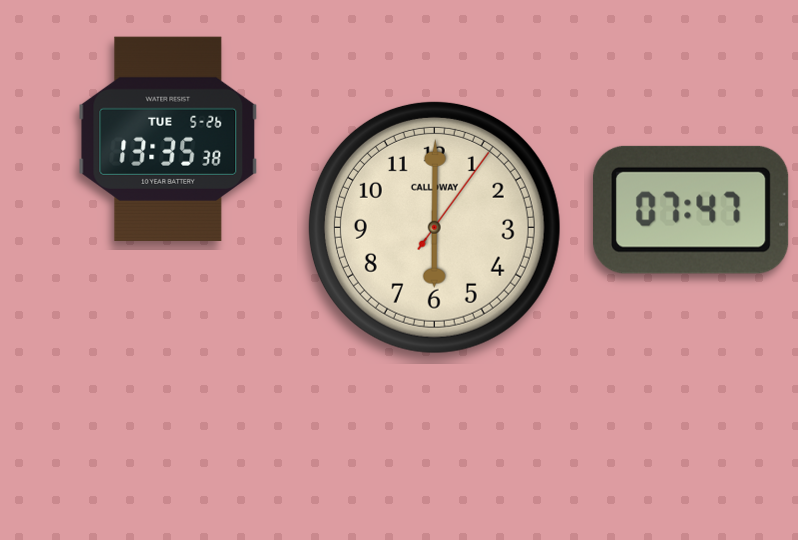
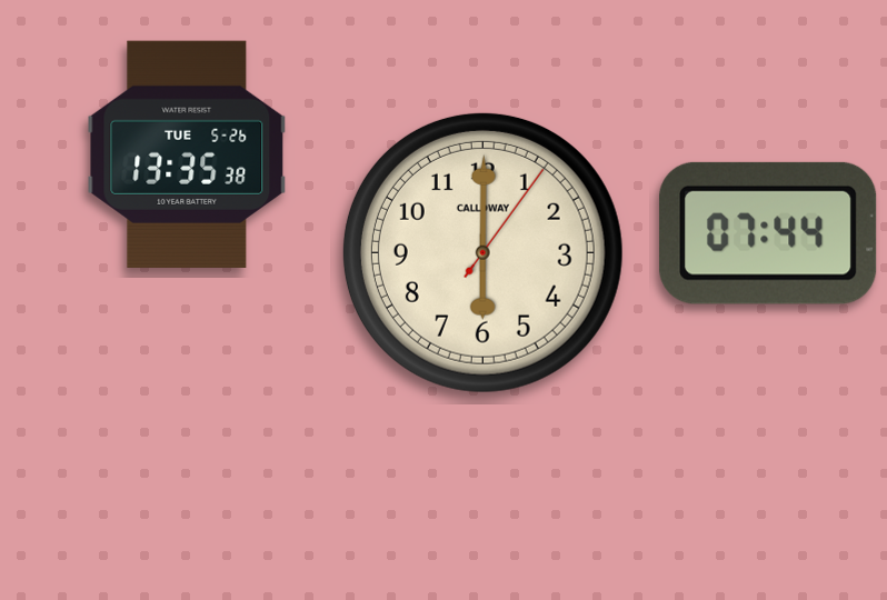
clock at (691, 210): 07:47 -> 07:44
